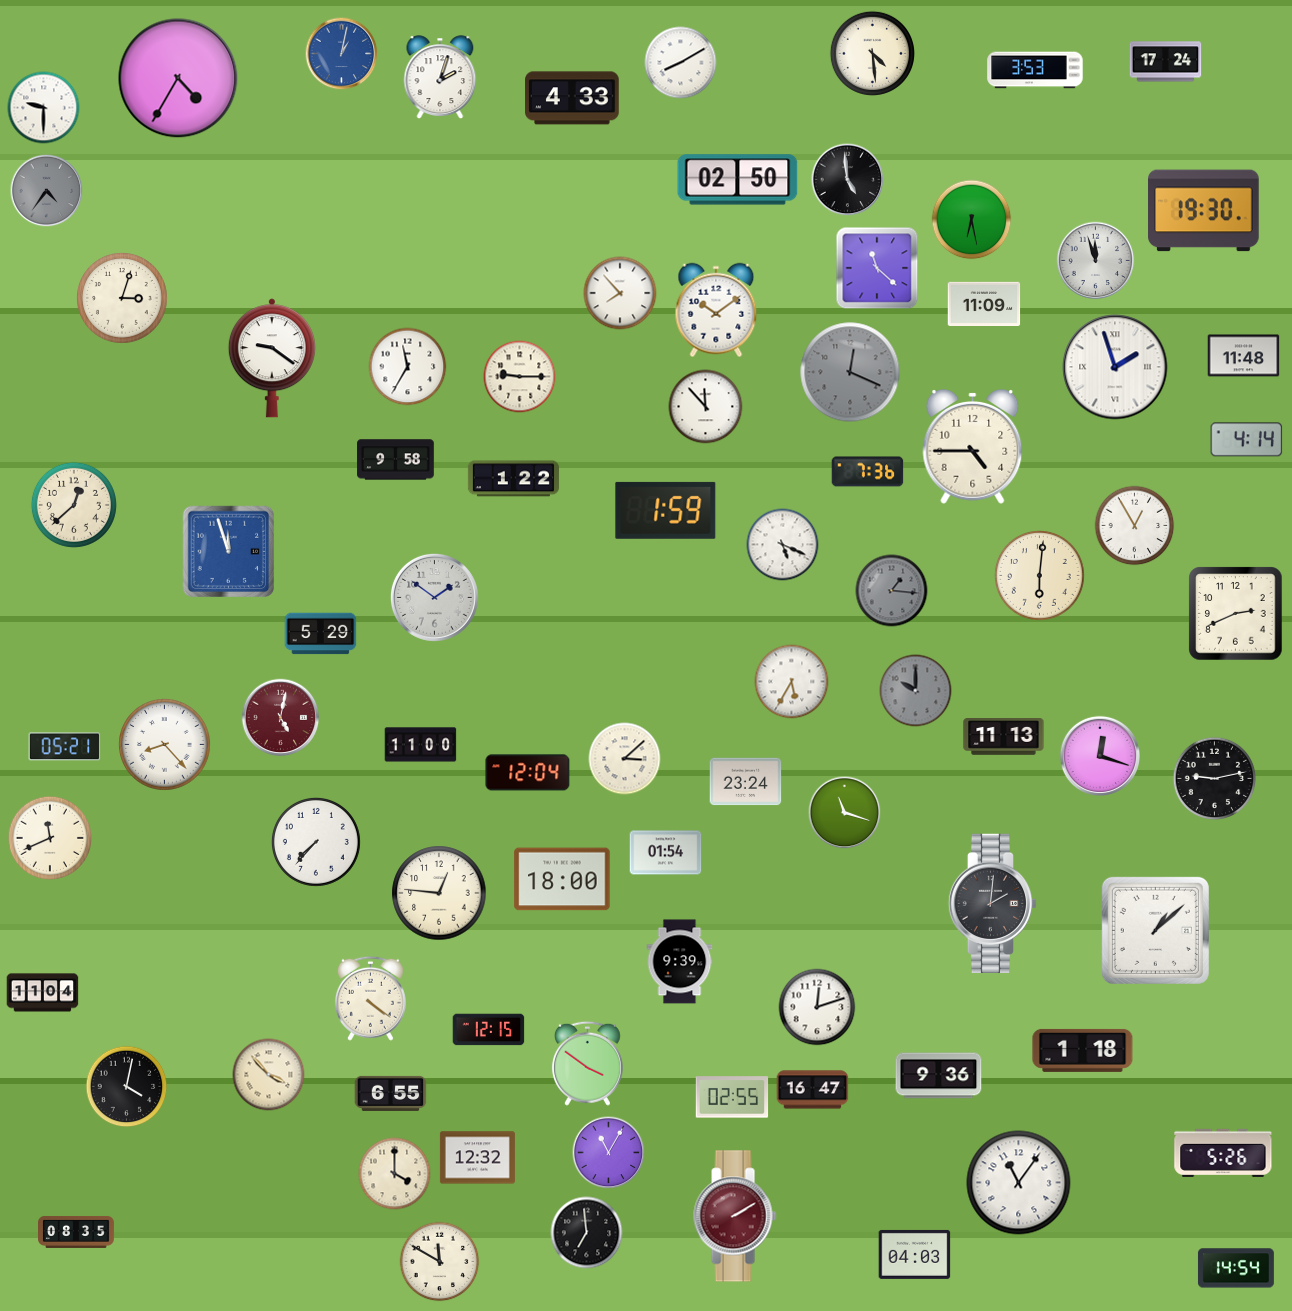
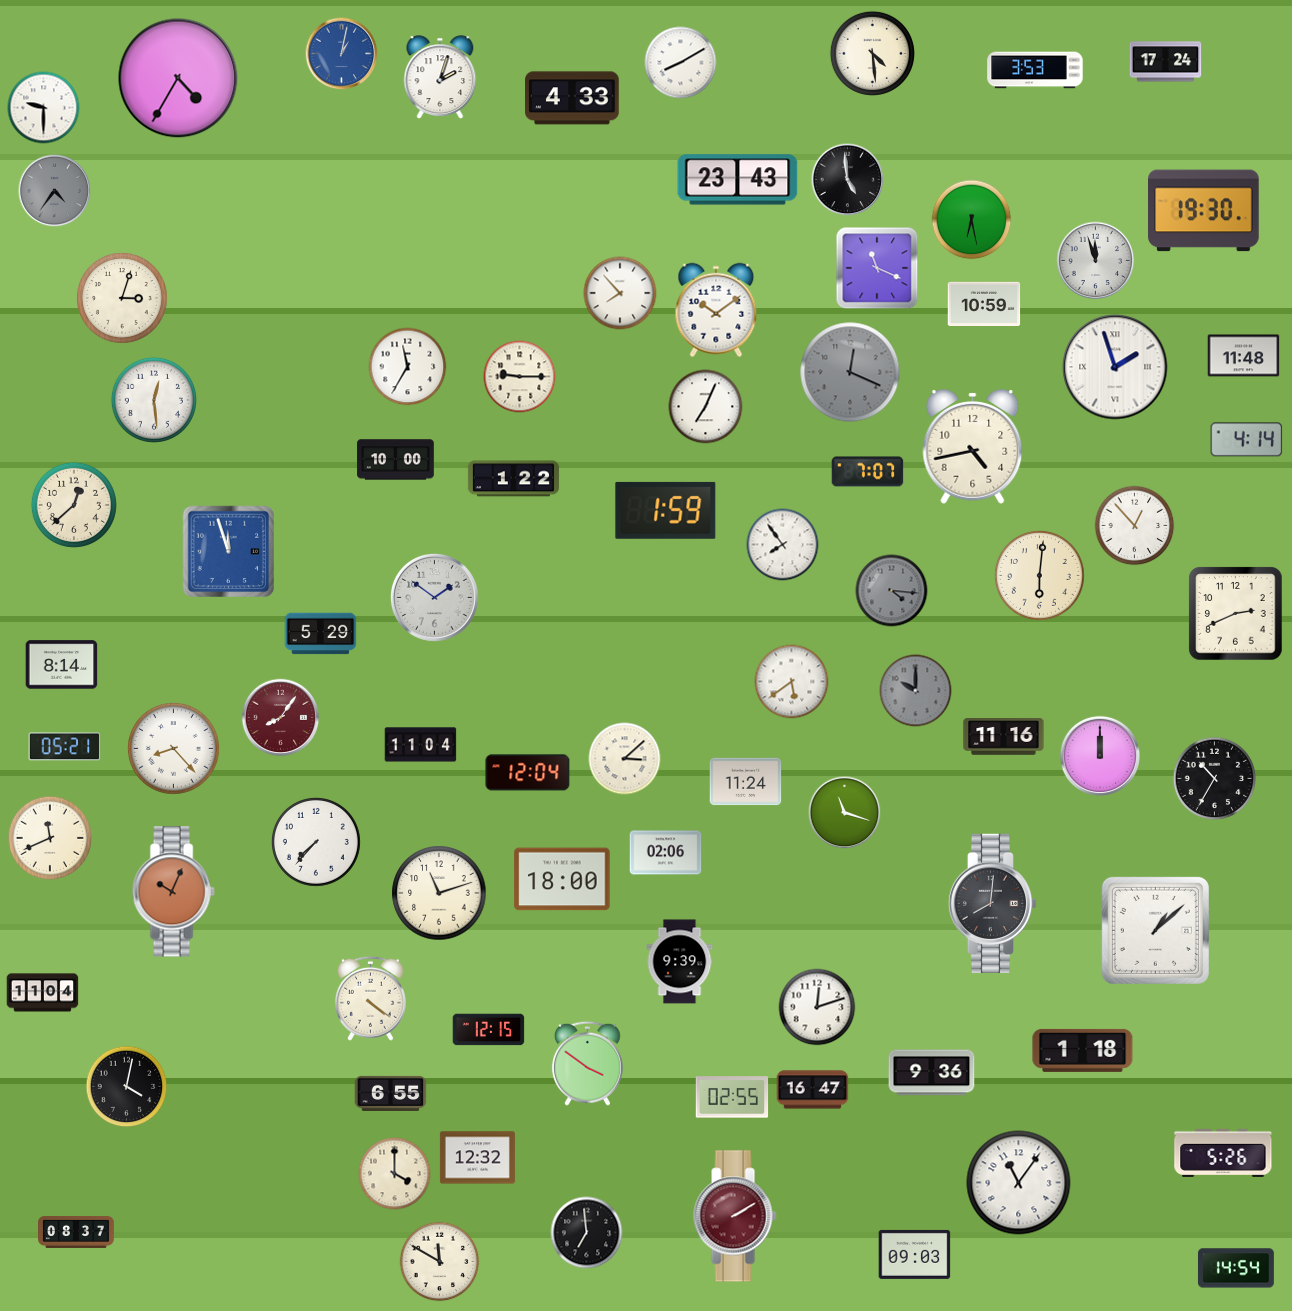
clock at (738, 180): 02:50 -> 23:43
clock at (47, 191) position: (47, 191) -> (55, 191)
clock at (877, 268): 11:22 -> 11:19
clock at (984, 303): 11:09 -> 10:59
clock at (272, 358): 9:21 -> none
clock at (154, 400): none -> 12:29
clock at (706, 407): 11:53 -> 7:04
clock at (973, 446): 4:45 -> 4:43
clock at (396, 460): 9:58 -> 10:00
clock at (868, 472): 7:36 -> 7:07
clock at (1135, 526): 12:55 -> 12:53
clock at (783, 545): 5:19 -> 7:54
clock at (892, 591): 1:16 -> 4:16
clock at (62, 665): none -> 8:14
clock at (792, 682): 5:35 -> 5:39
clock at (281, 718): 5:02 -> 8:06
clock at (1004, 737): 11:13 -> 11:16
clock at (165, 745) position: (165, 745) -> (174, 749)
clock at (421, 745): 11:00 -> 11:04
clock at (1099, 755): 12:18 -> 12:00
clock at (1215, 779): 9:13 -> 10:35
clock at (746, 782): 23:24 -> 11:24
clock at (666, 853): 01:54 -> 02:06
clock at (173, 892): none -> 10:04
clock at (439, 893): 12:46 -> 11:12
clock at (993, 903): 2:01 -> 8:01
clock at (269, 1075): 3:53 -> none
clock at (939, 1076) position: (939, 1076) -> (932, 1073)
clock at (609, 1153): 11:05 -> none
clock at (77, 1232): 08:35 -> 08:37
clock at (915, 1254): 04:03 -> 09:03
